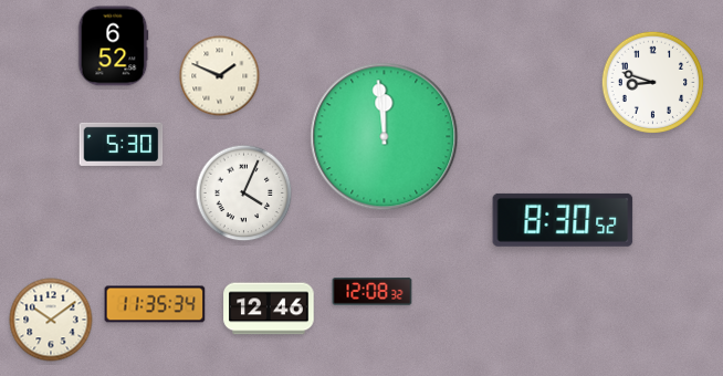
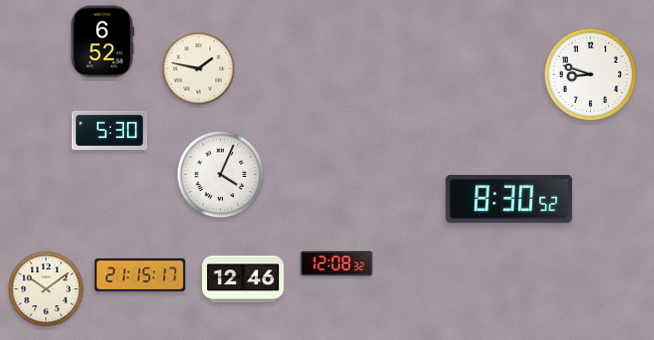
clock at (220, 76): 1:49 -> 1:47
clock at (385, 137): 11:59 -> none
clock at (155, 304): 11:35 -> 21:15
